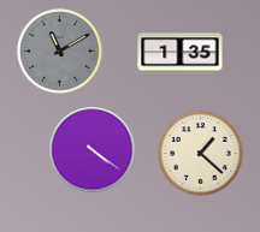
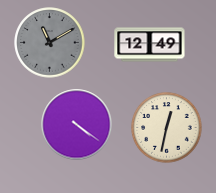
clock at (181, 54): 1:35 -> 12:49
clock at (201, 154): 1:22 -> 12:32
